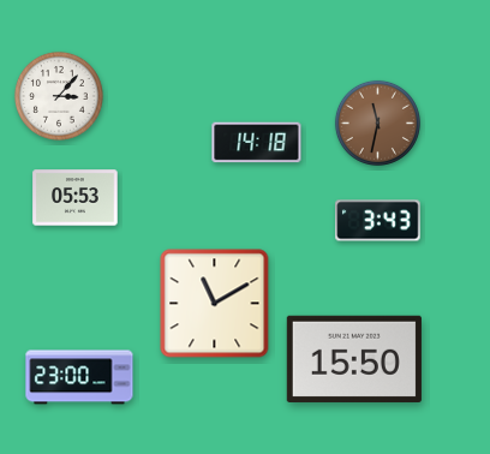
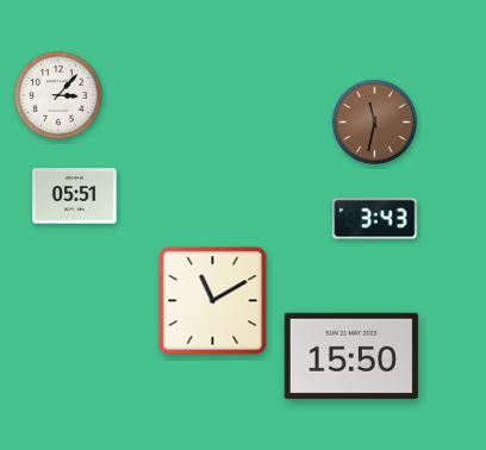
clock at (257, 143): 14:18 -> none
clock at (76, 198): 05:53 -> 05:51
clock at (79, 377): 23:00 -> none
